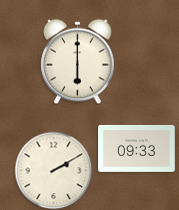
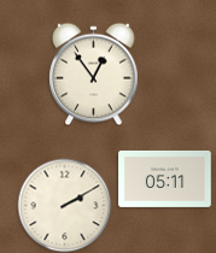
clock at (78, 61): 6:00 -> 12:54
clock at (137, 148): 09:33 -> 05:11
